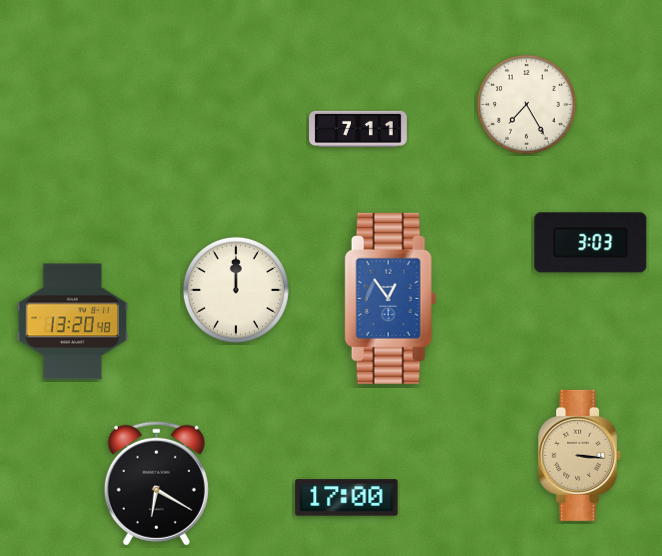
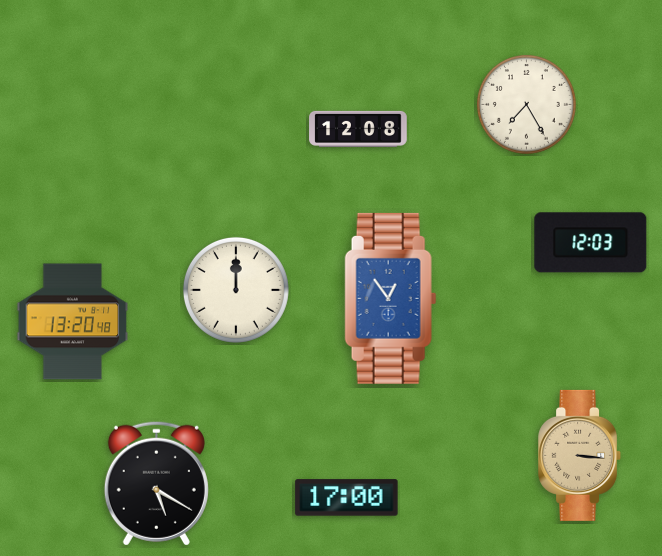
clock at (358, 129): 7:11 -> 12:08
clock at (591, 243): 3:03 -> 12:03
clock at (156, 483): 6:20 -> 5:20
